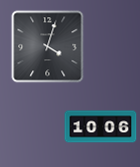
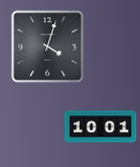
clock at (101, 127): 10:06 -> 10:01
